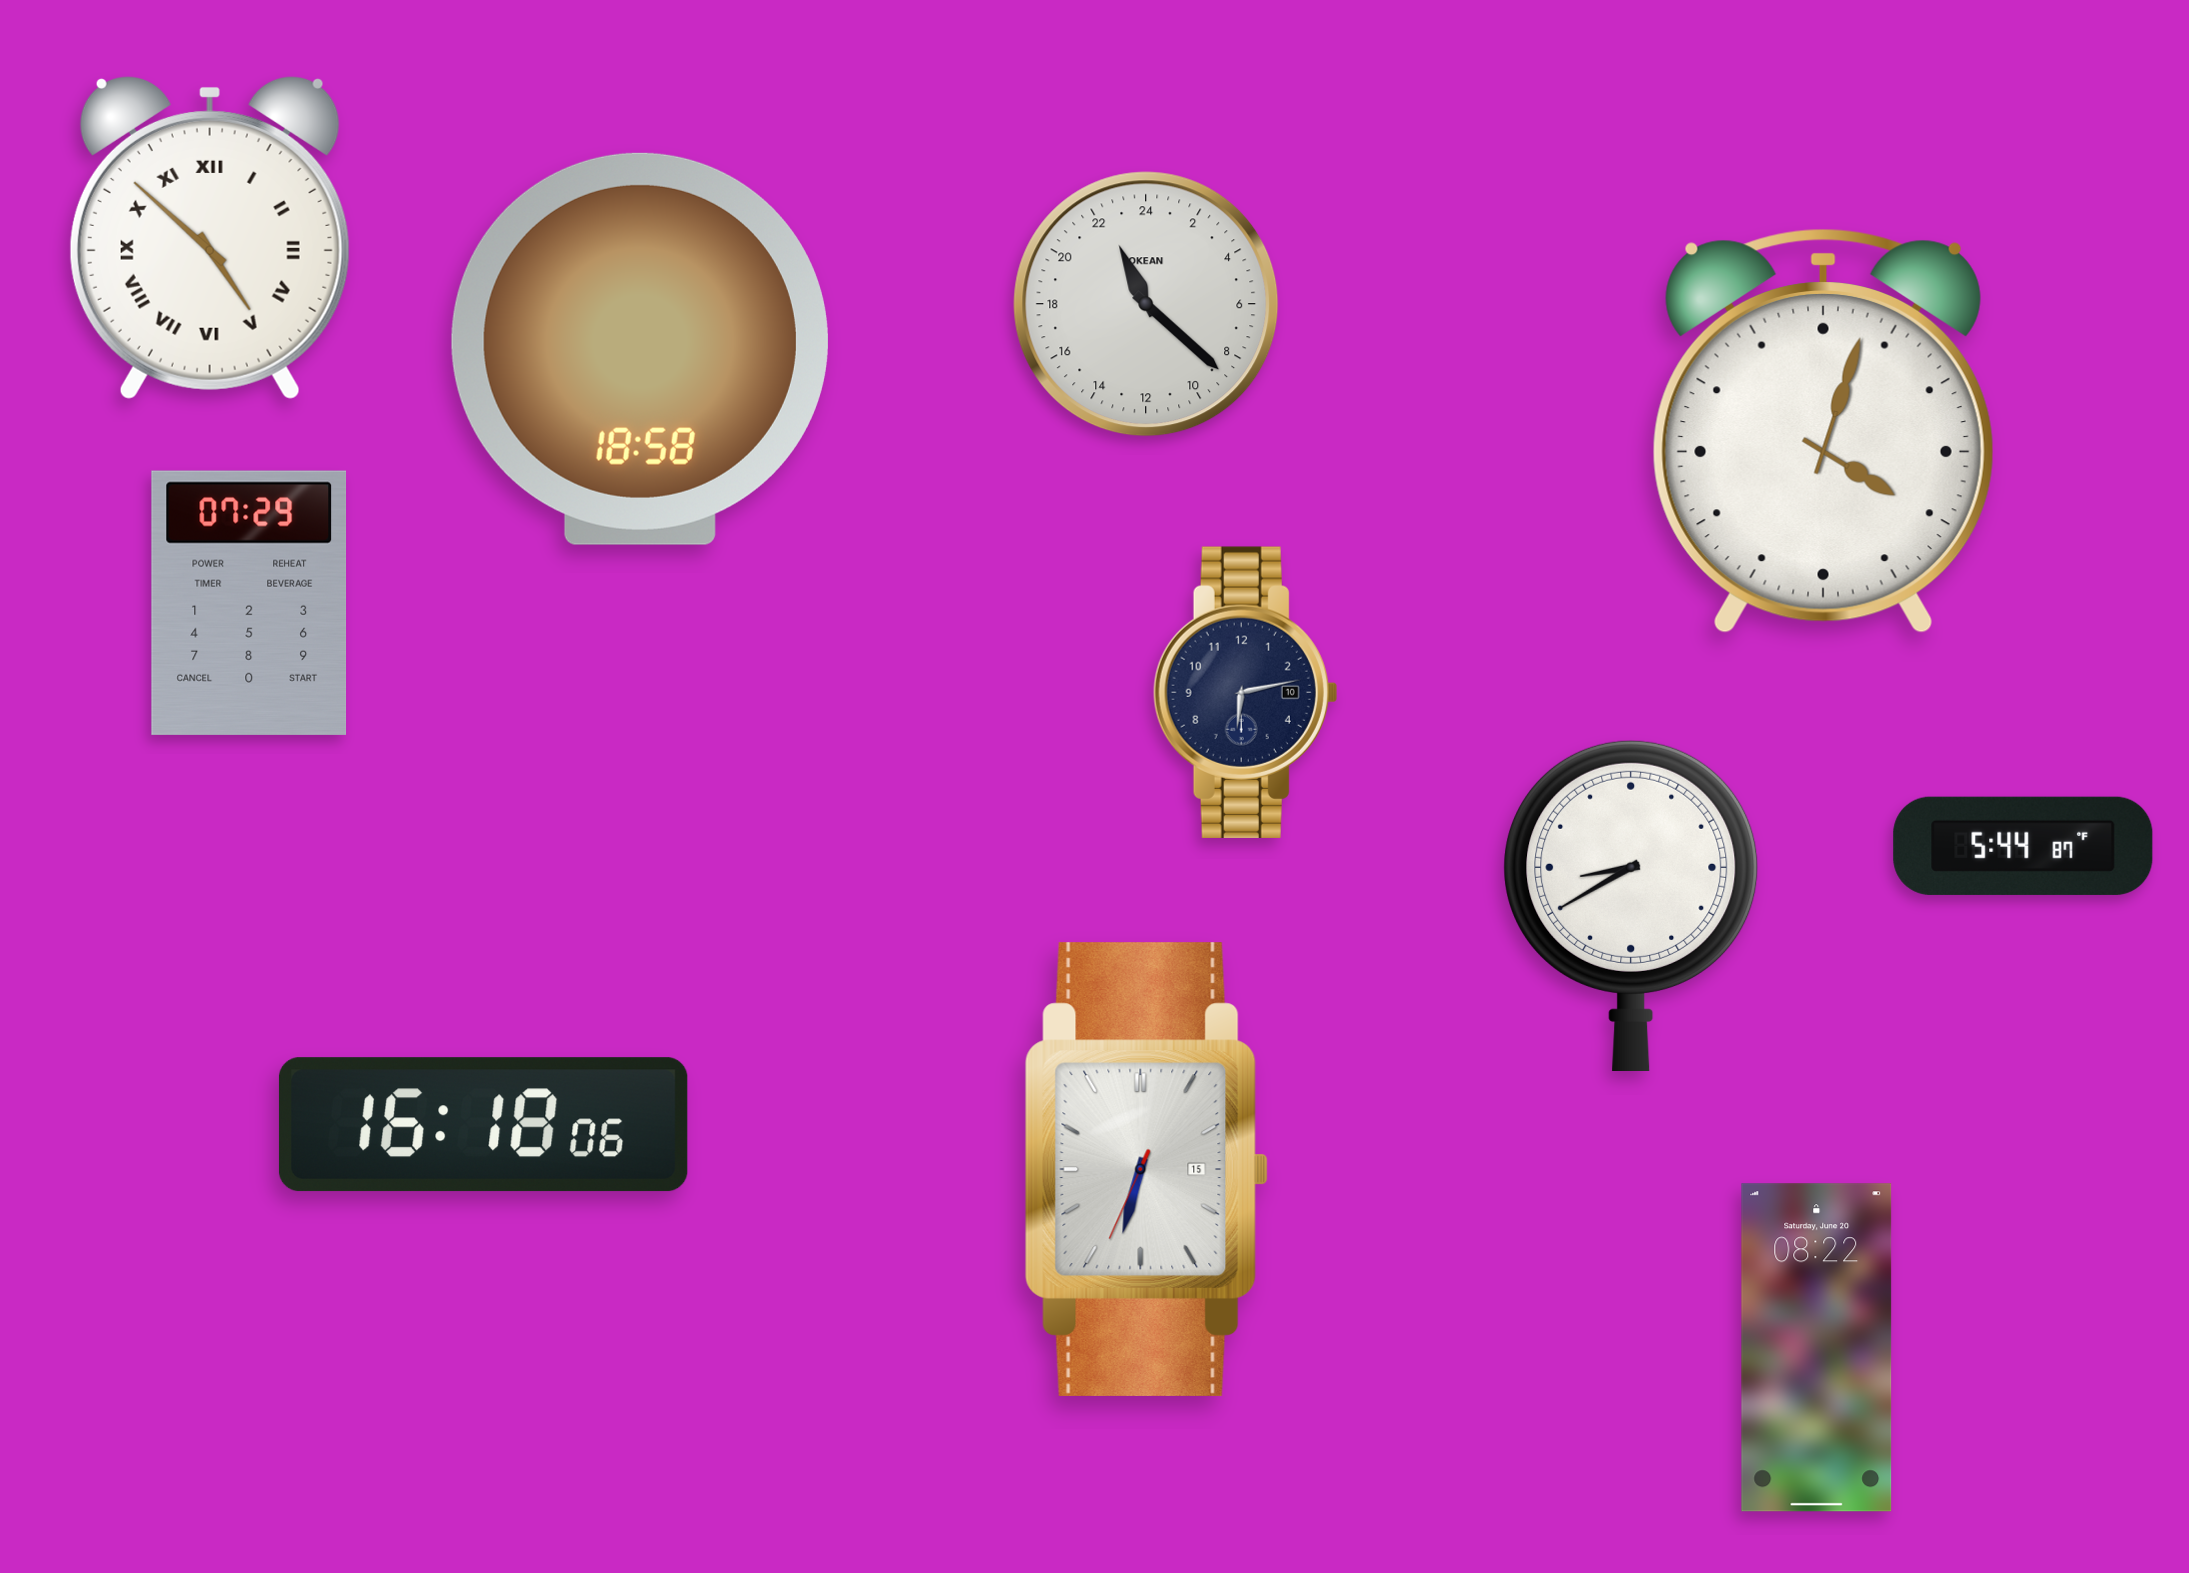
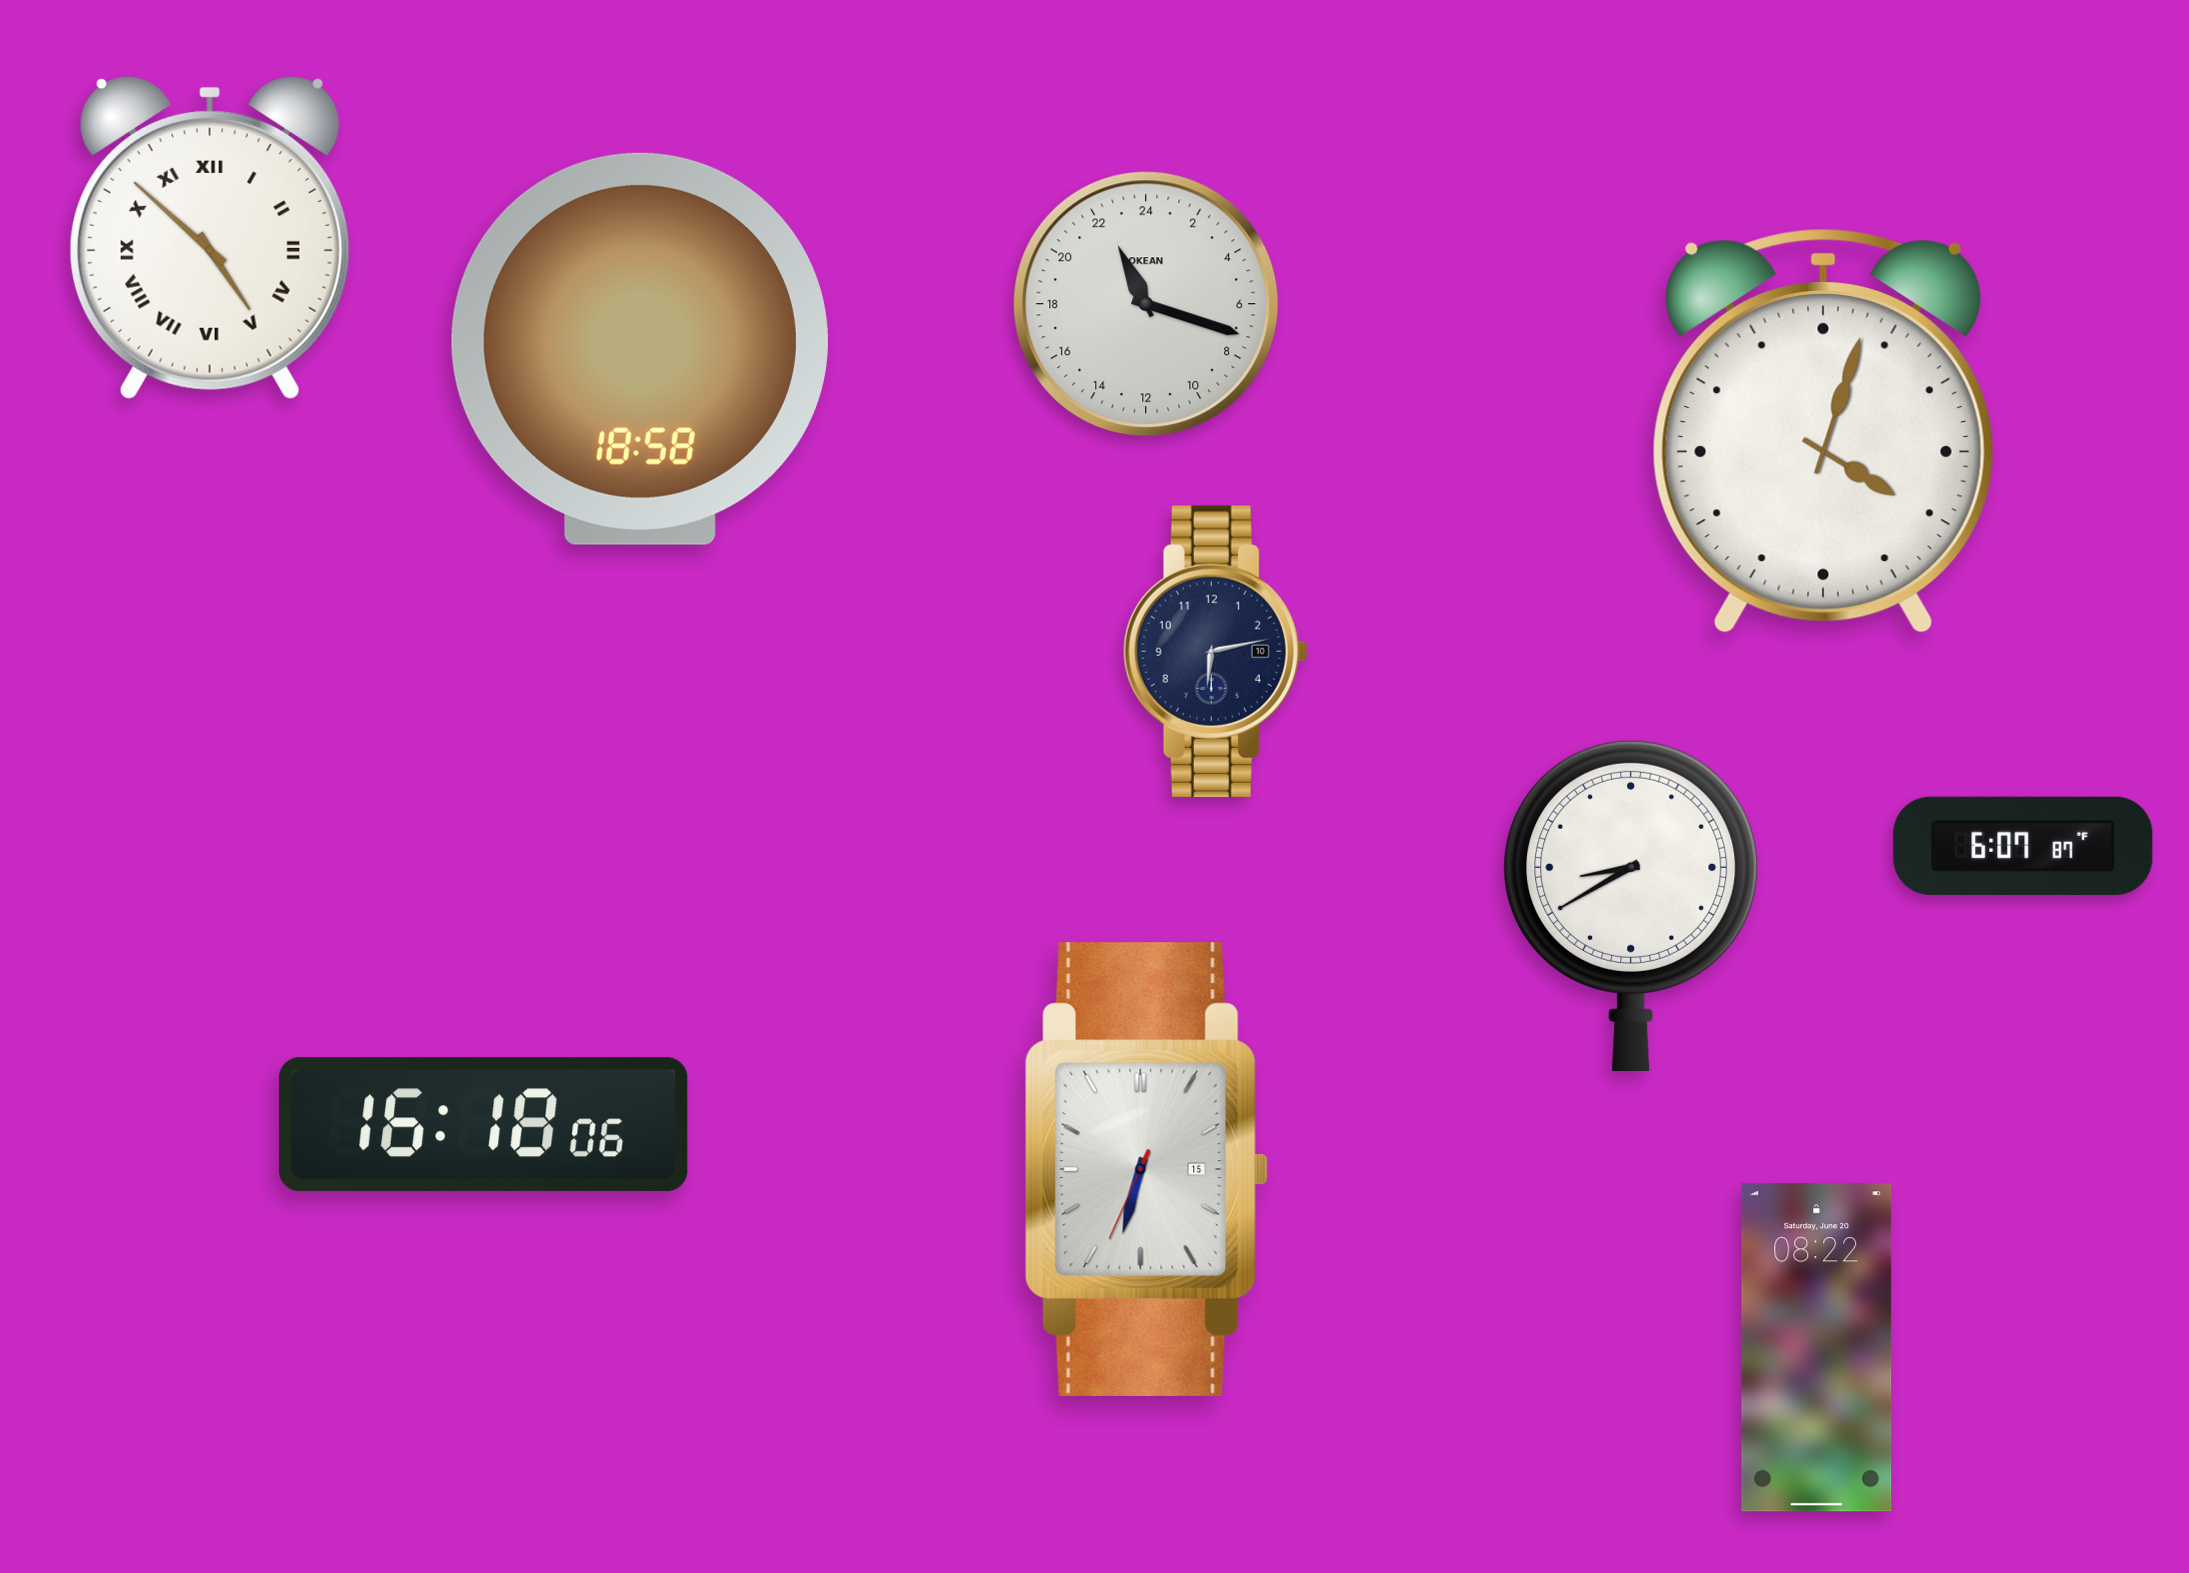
clock at (1146, 304): 22:22 -> 22:18
clock at (249, 603): 07:29 -> none
clock at (1245, 692) position: (1245, 692) -> (1215, 651)
clock at (2023, 846): 5:44 -> 6:07
